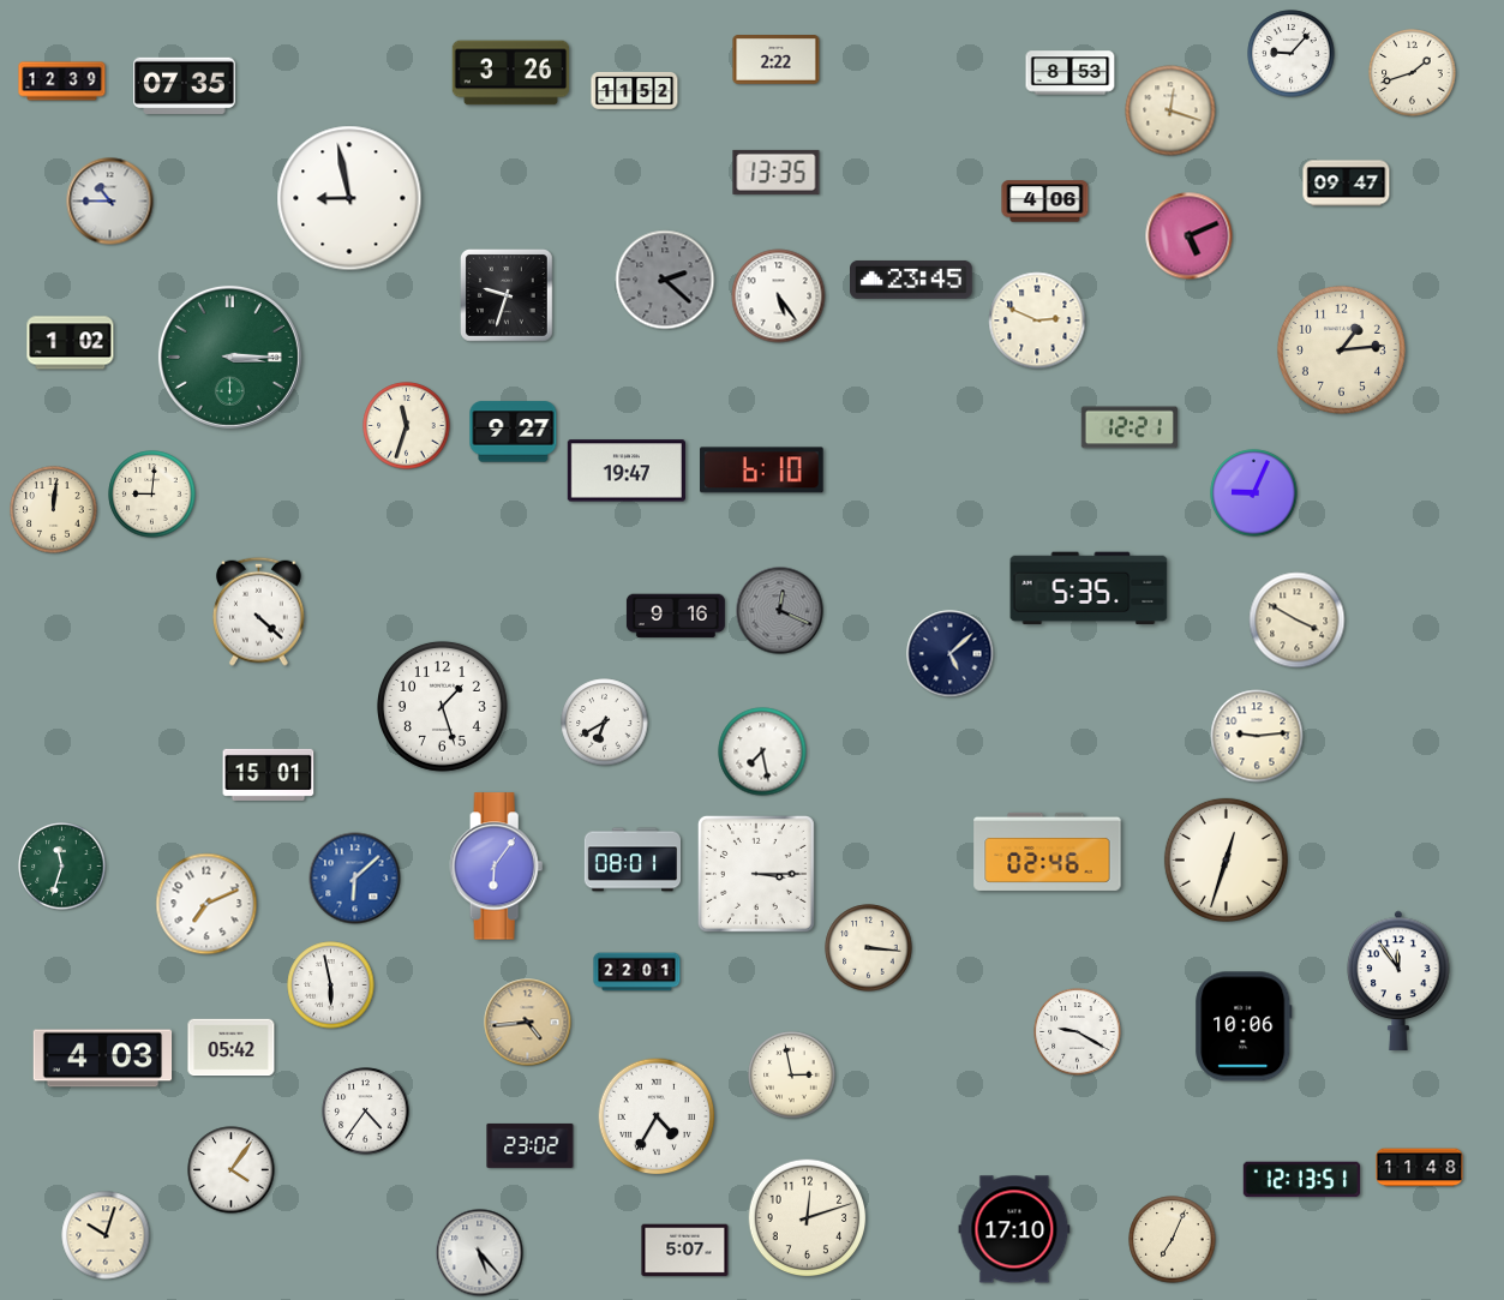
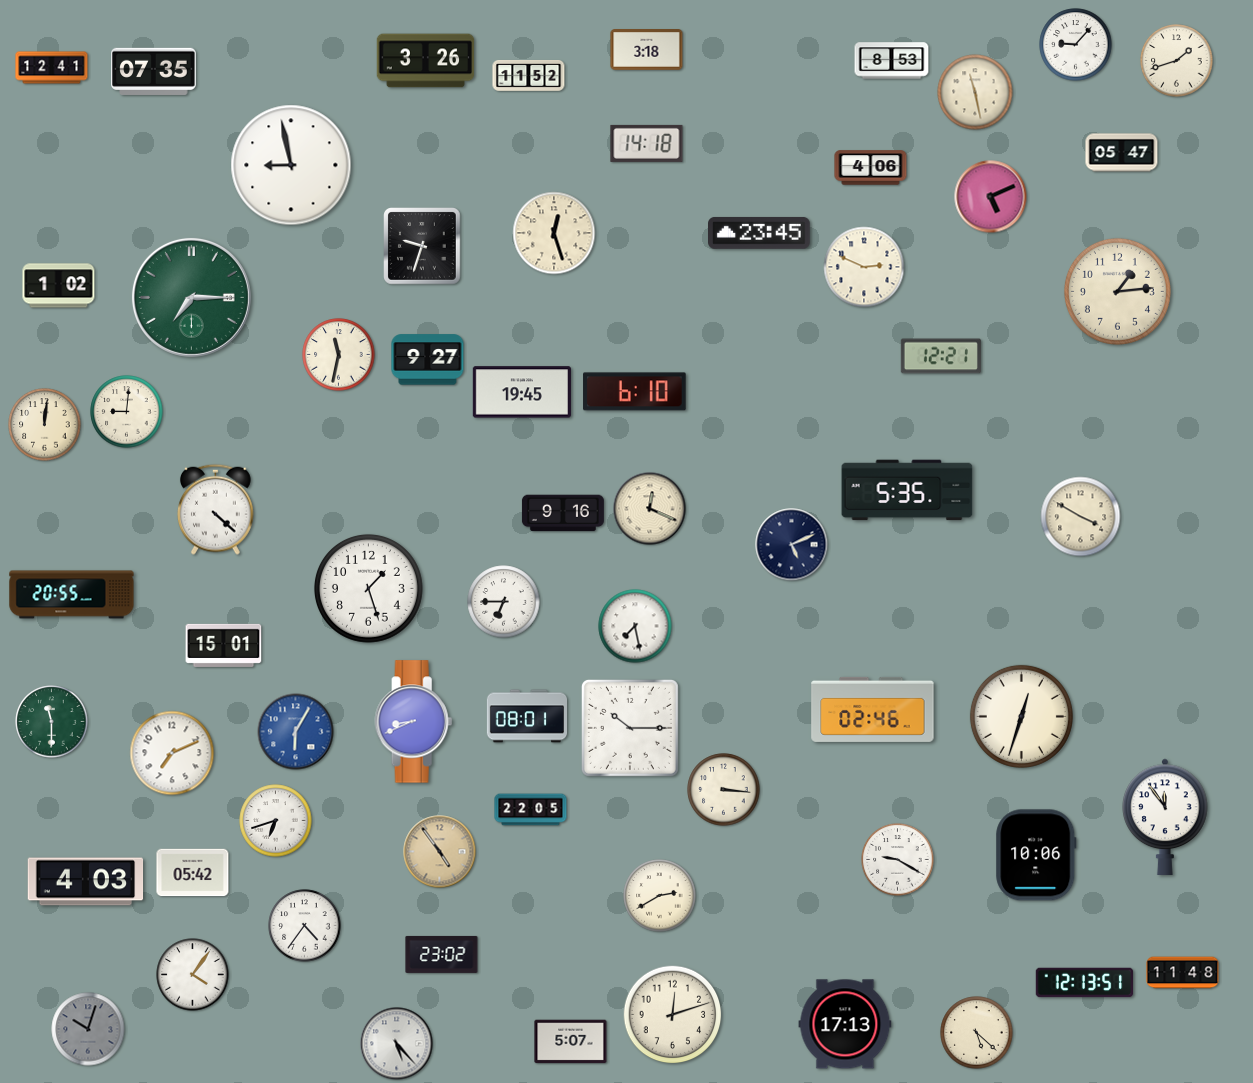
clock at (777, 60): 2:22 -> 3:18
clock at (62, 82): 12:39 -> 12:41
clock at (1170, 110): 12:18 -> 11:28
clock at (777, 172): 13:35 -> 14:18
clock at (1347, 184): 09:47 -> 05:47
clock at (110, 202): 10:45 -> none
clock at (665, 280): 2:22 -> 12:27
clock at (665, 280) dial: grey -> cream
clock at (779, 296): 5:24 -> none
clock at (229, 357): 3:15 -> 7:15
clock at (407, 426): 11:33 -> 11:32
clock at (627, 471): 19:47 -> 19:45
clock at (1254, 493): 9:04 -> none
clock at (780, 611) dial: grey -> cream
clock at (951, 654): 5:08 -> 5:11
clock at (72, 595): none -> 20:55
clock at (605, 723): 6:40 -> 6:45
clock at (1257, 736): 9:14 -> none
clock at (62, 867): 11:33 -> 11:30
clock at (497, 867): 6:06 -> 8:41
clock at (756, 874): 3:15 -> 10:15
clock at (355, 879): 6:08 -> 6:05
clock at (637, 972): 22:01 -> 22:05
clock at (331, 986): 5:58 -> 6:42
clock at (528, 1023): 4:44 -> 4:54
clock at (792, 1076): 2:58 -> 2:40
clock at (657, 1116): 4:35 -> none
clock at (1014, 1229): 17:10 -> 17:13
clock at (106, 1235) dial: cream -> grey
clock at (1173, 1240): 7:04 -> 5:22
clock at (480, 1253) position: (480, 1253) -> (397, 1044)
